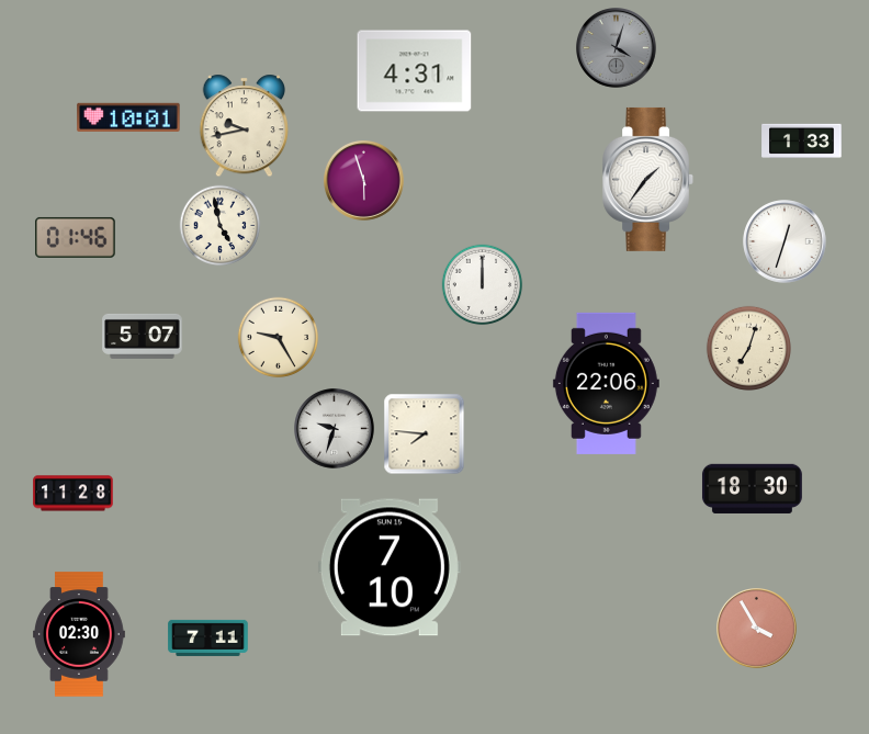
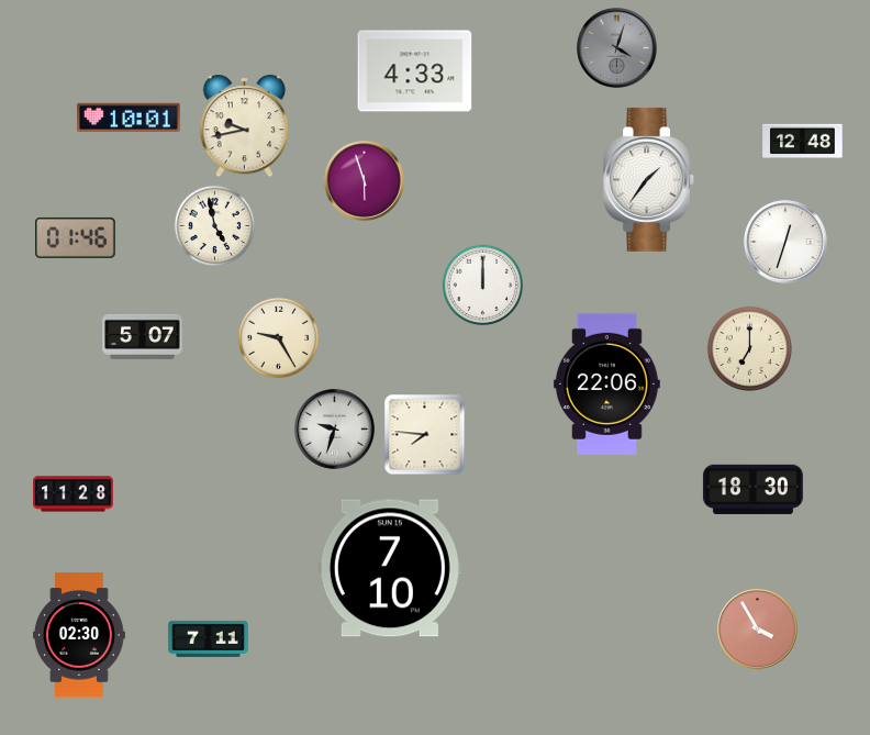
clock at (415, 71): 4:31 -> 4:33
clock at (802, 140): 1:33 -> 12:48
clock at (221, 226) position: (221, 226) -> (215, 226)
clock at (748, 348): 7:03 -> 7:00
